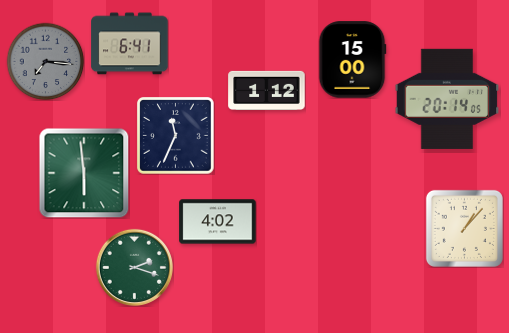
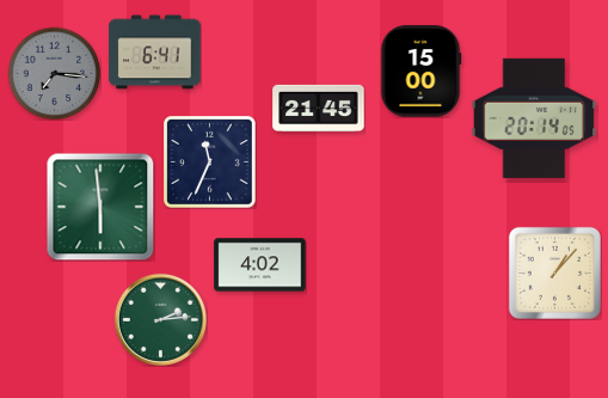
clock at (267, 90): 1:12 -> 21:45
clock at (134, 267): 2:18 -> 2:14
